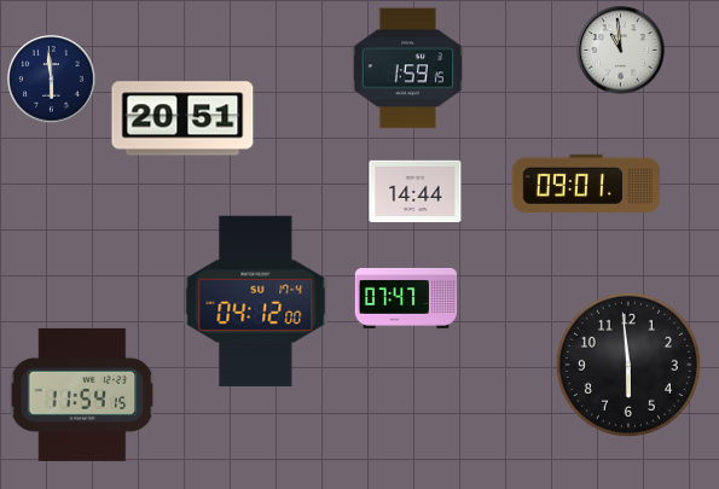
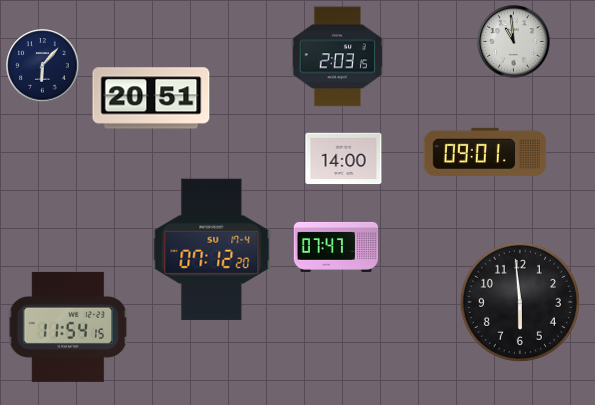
clock at (407, 69): 1:59 -> 2:03
clock at (52, 80): 5:59 -> 6:07
clock at (416, 192): 14:44 -> 14:00
clock at (256, 301): 04:12 -> 07:12
